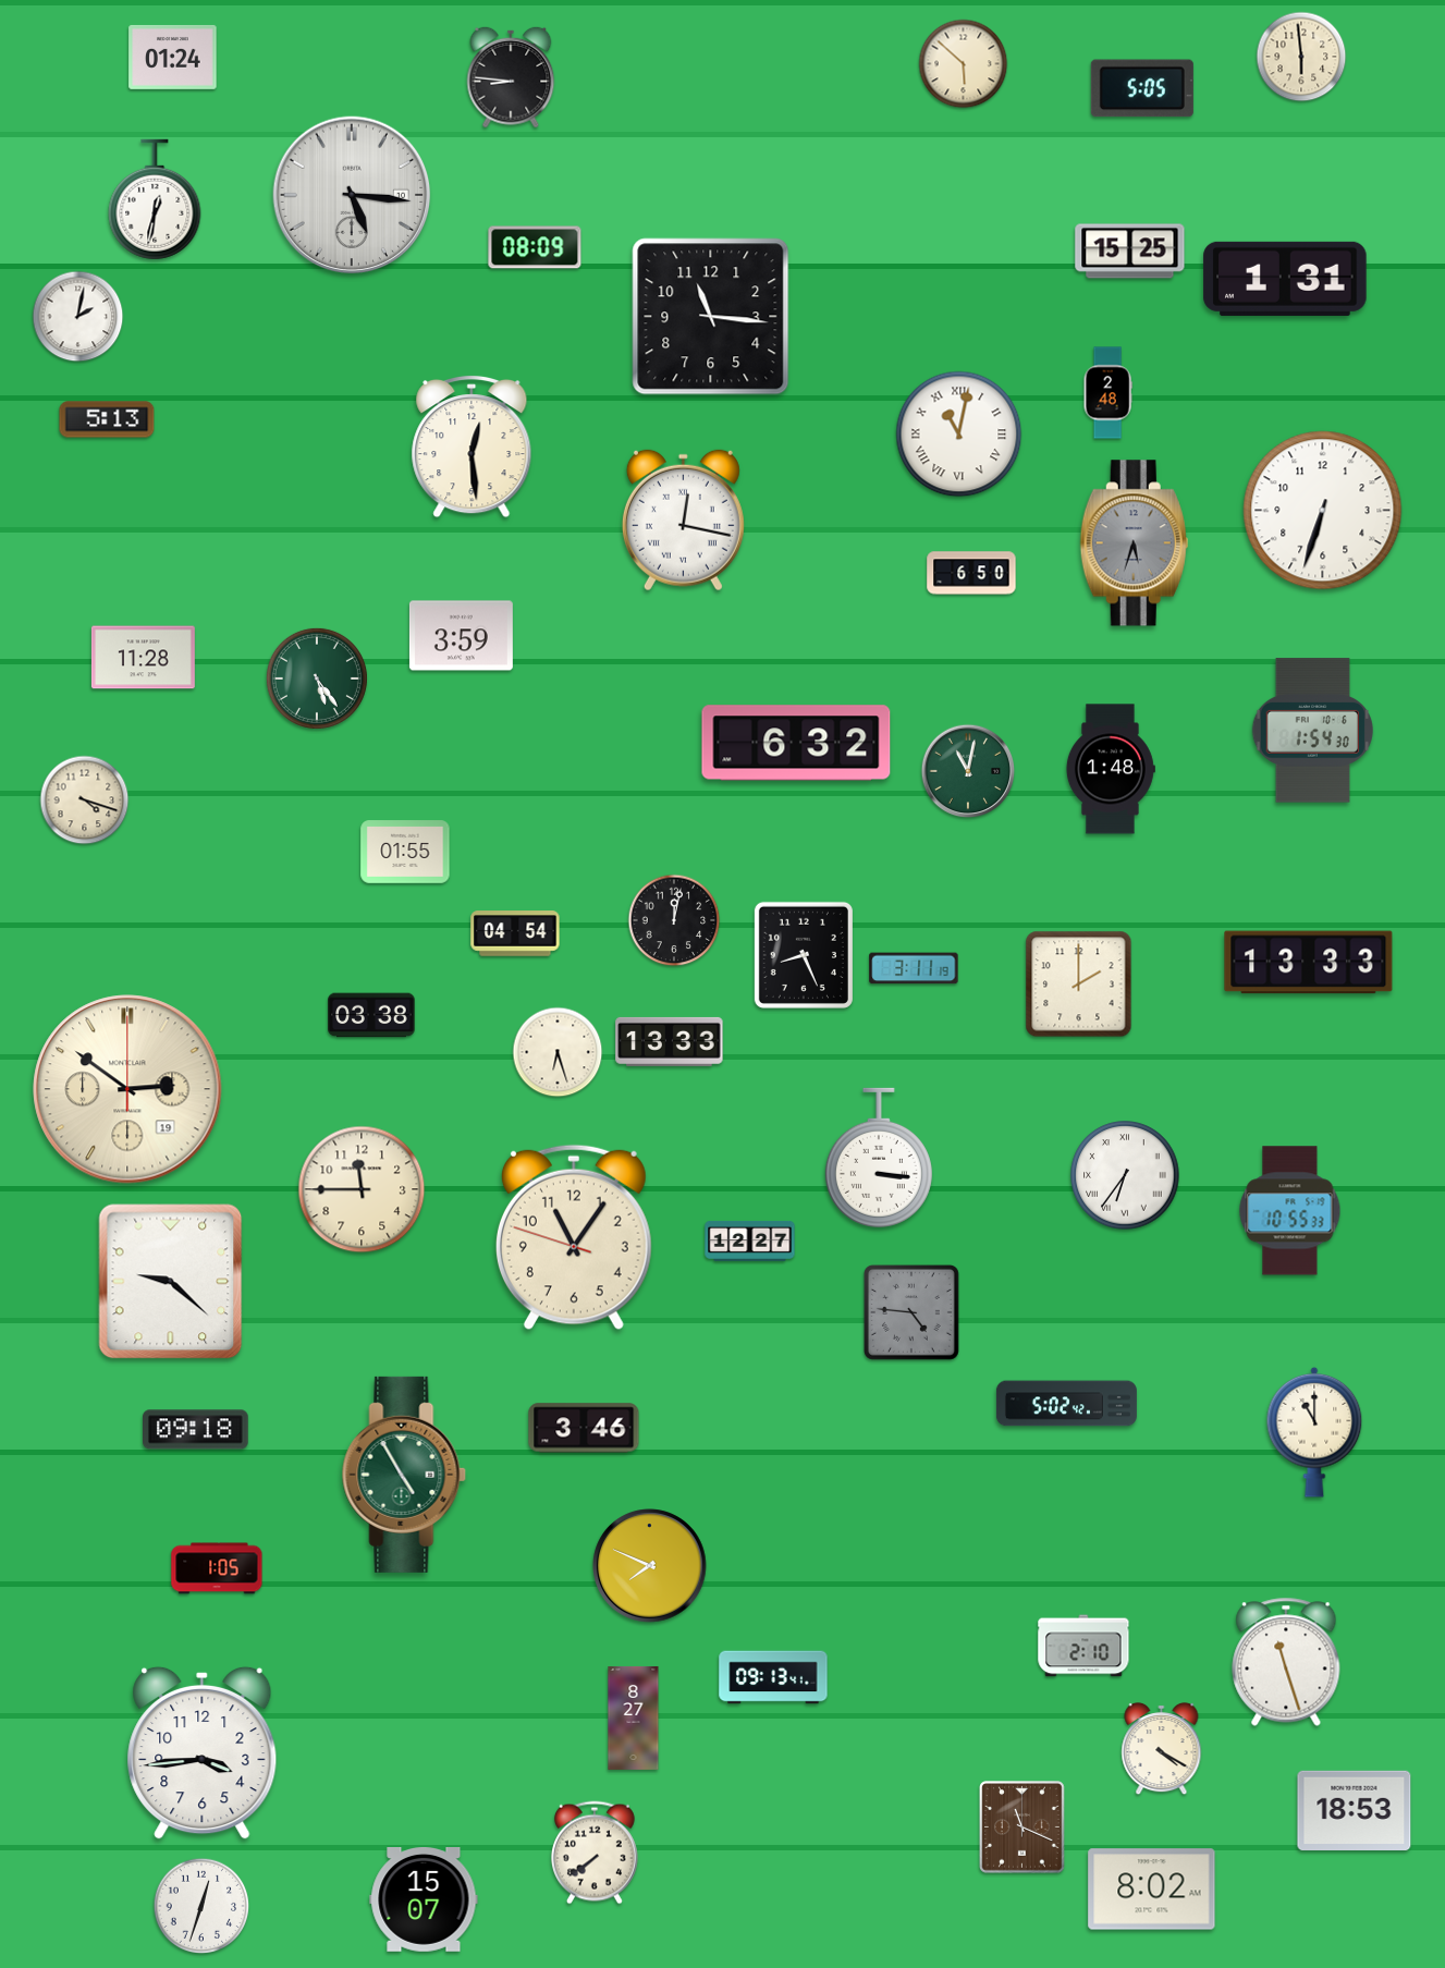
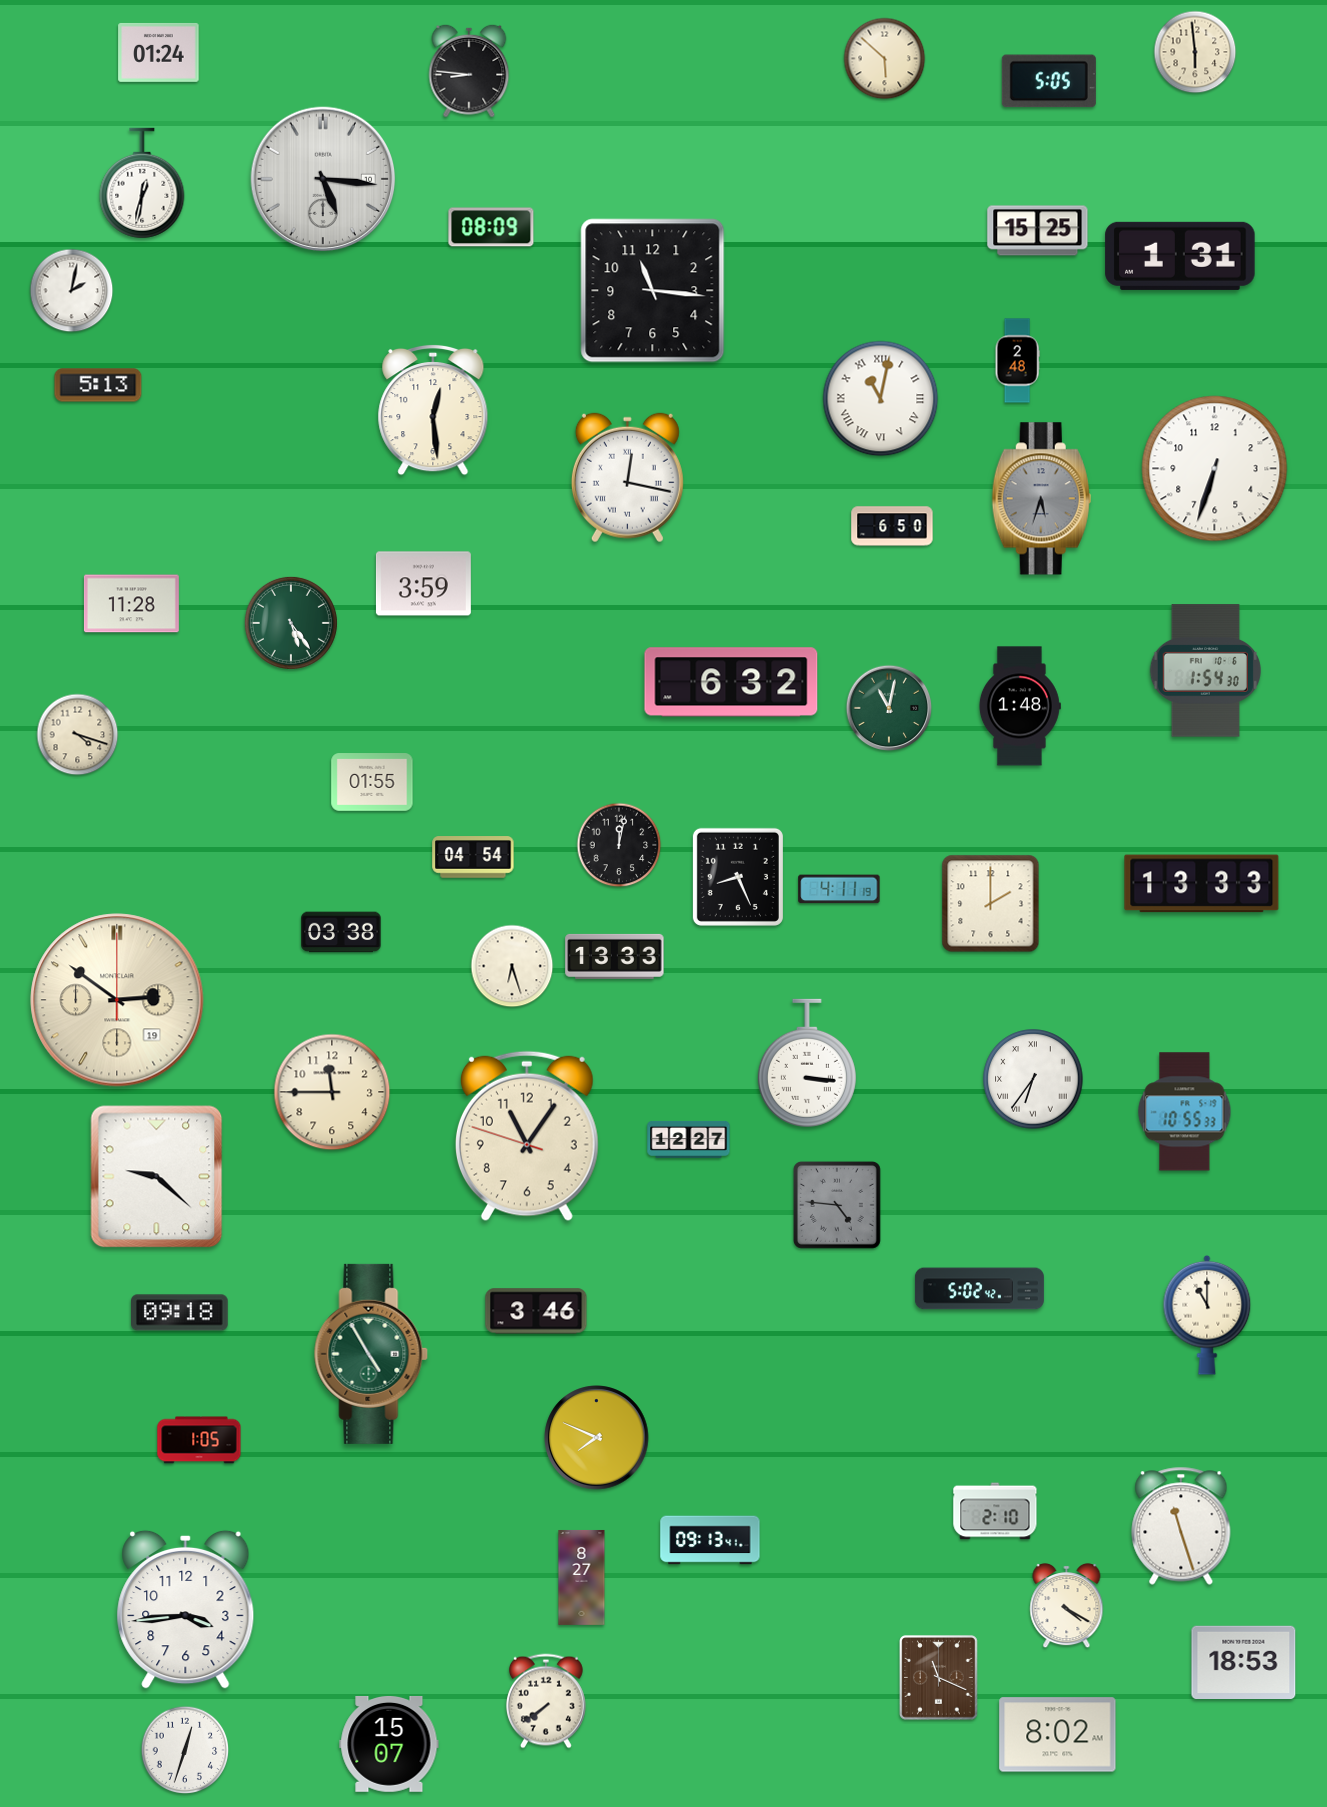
clock at (914, 968): 3:11 -> 4:11
